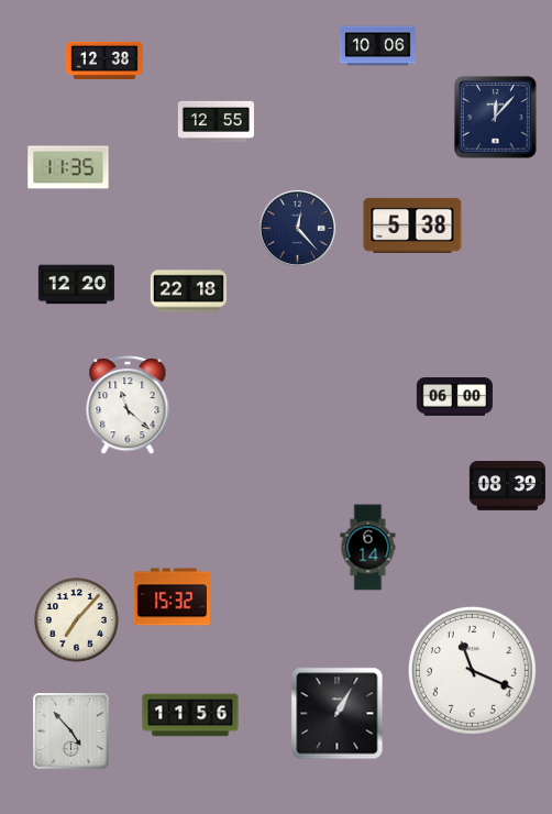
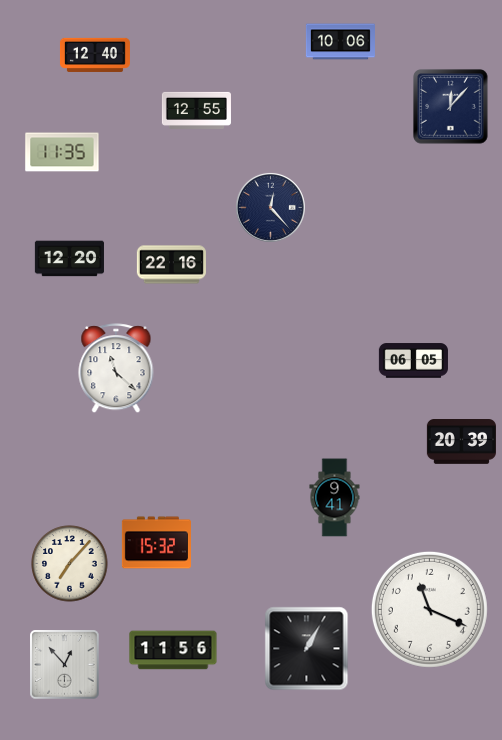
clock at (377, 46) position: (377, 46) -> (340, 42)
clock at (104, 61): 12:38 -> 12:40
clock at (412, 226): 5:38 -> none
clock at (188, 291): 22:18 -> 22:16
clock at (454, 397): 06:00 -> 06:05
clock at (507, 486): 08:39 -> 20:39
clock at (368, 548): 6:14 -> 9:41
clock at (71, 732): 4:53 -> 12:53
